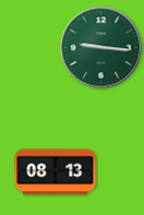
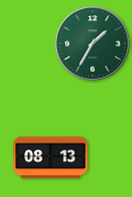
clock at (101, 48): 9:16 -> 1:35
